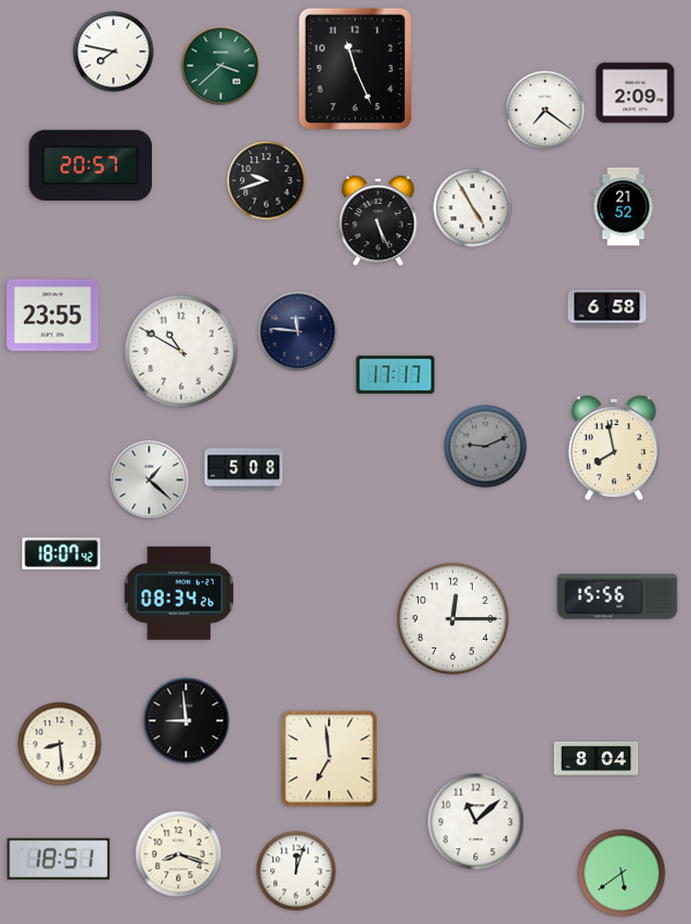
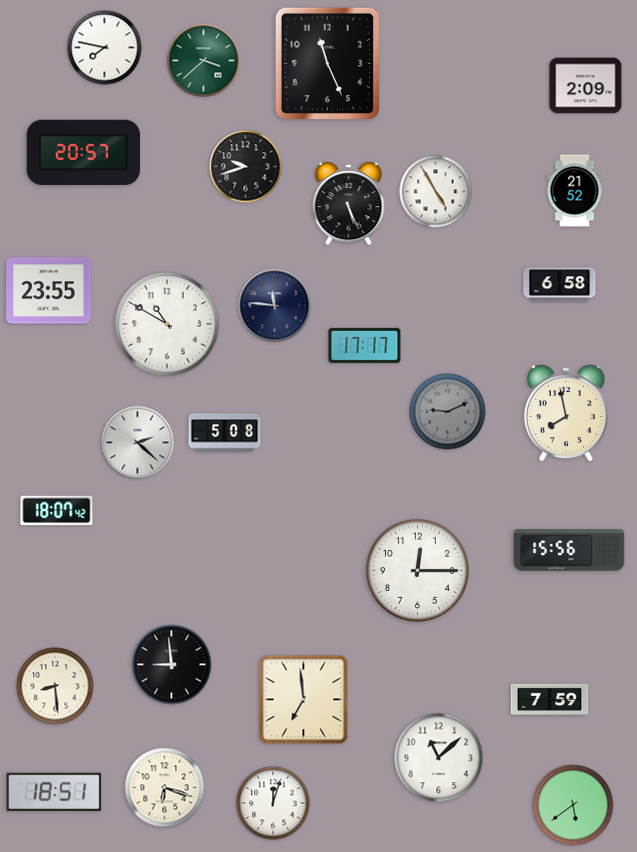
clock at (546, 111): 7:21 -> none
clock at (150, 480): 1:22 -> 2:22
clock at (178, 593): 08:34 -> none
clock at (597, 758): 8:04 -> 7:59
clock at (179, 855): 8:18 -> 6:18
